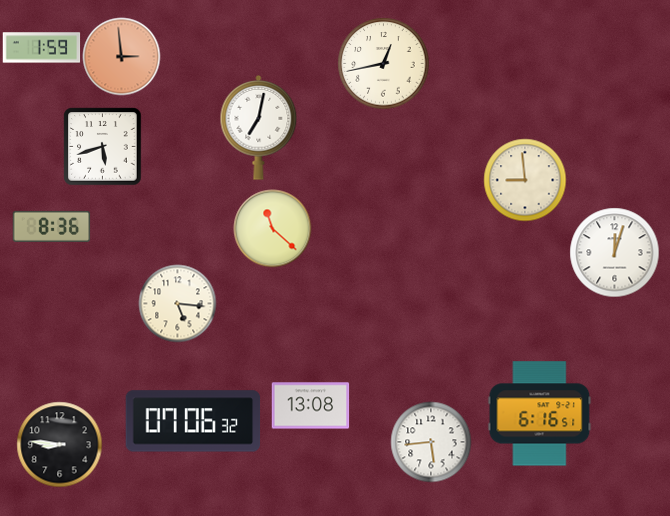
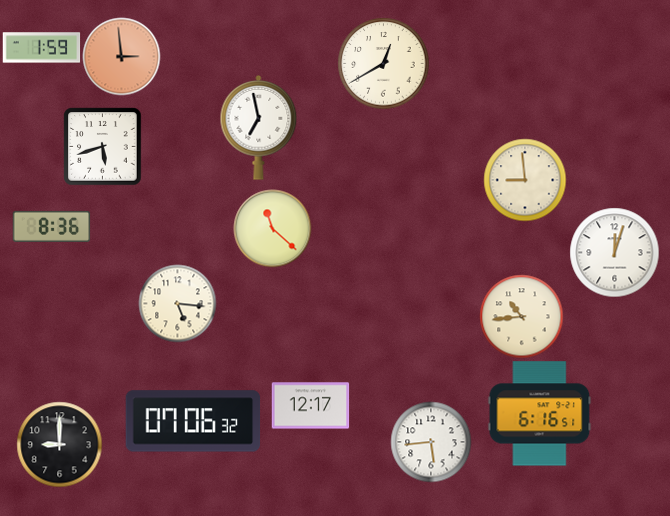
clock at (383, 63): 12:43 -> 12:40
clock at (259, 127): 7:02 -> 6:58
clock at (521, 316): none -> 10:44
clock at (310, 406): 13:08 -> 12:17
clock at (59, 444): 8:46 -> 9:00
